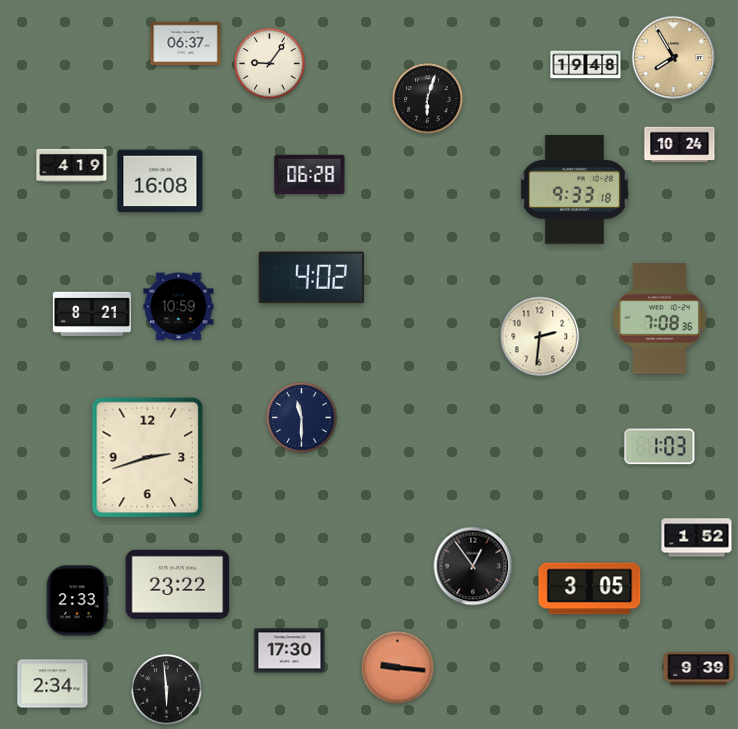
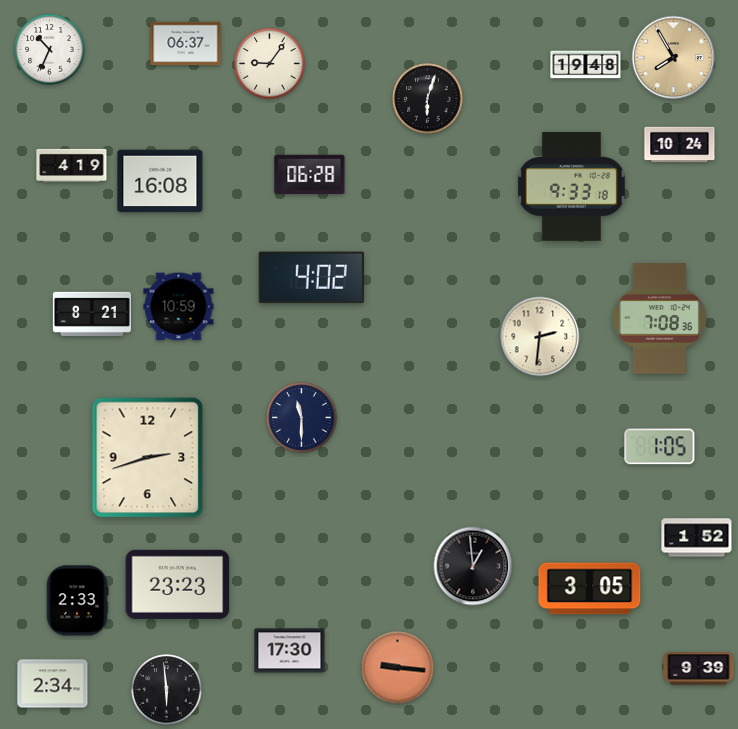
clock at (50, 50): none -> 10:34
clock at (574, 190) position: (574, 190) -> (571, 187)
clock at (660, 447): 1:03 -> 1:05
clock at (473, 566): 12:54 -> 12:59
clock at (178, 584): 23:22 -> 23:23
